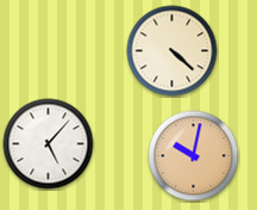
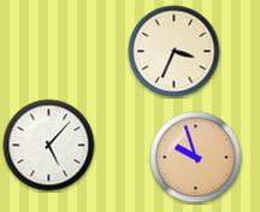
clock at (173, 51): 4:22 -> 3:34
clock at (194, 156): 10:02 -> 9:57
